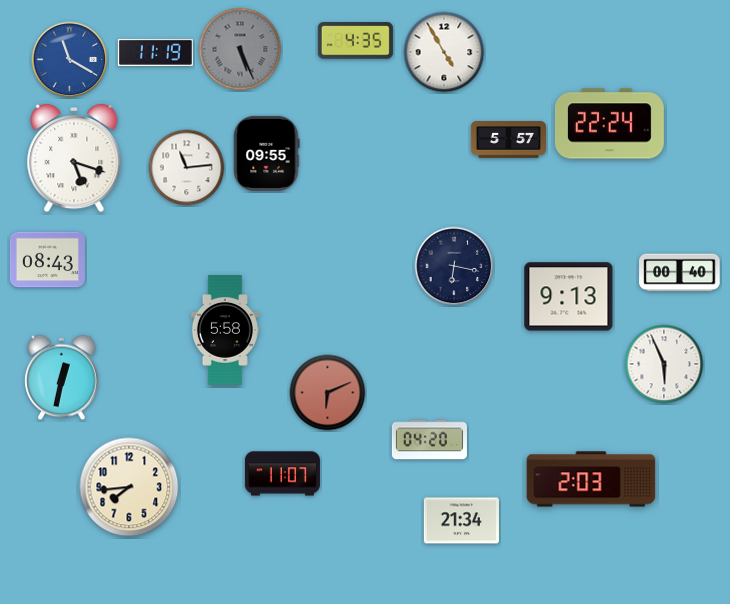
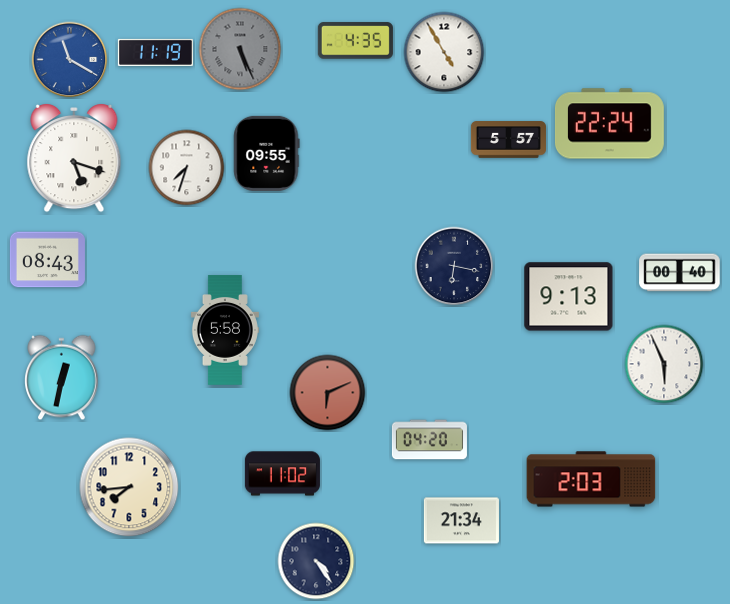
clock at (187, 168): 11:14 -> 7:33
clock at (282, 474): 11:07 -> 11:02
clock at (316, 561): none -> 4:24
